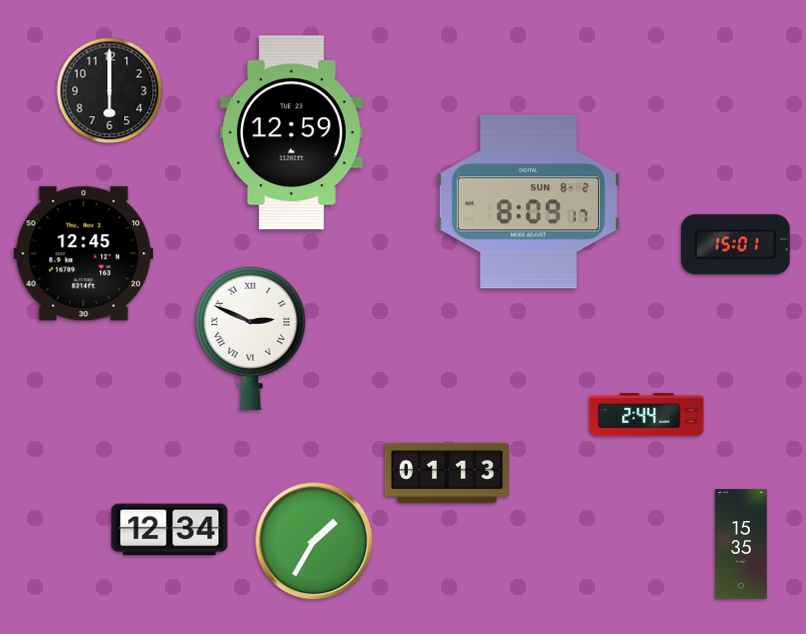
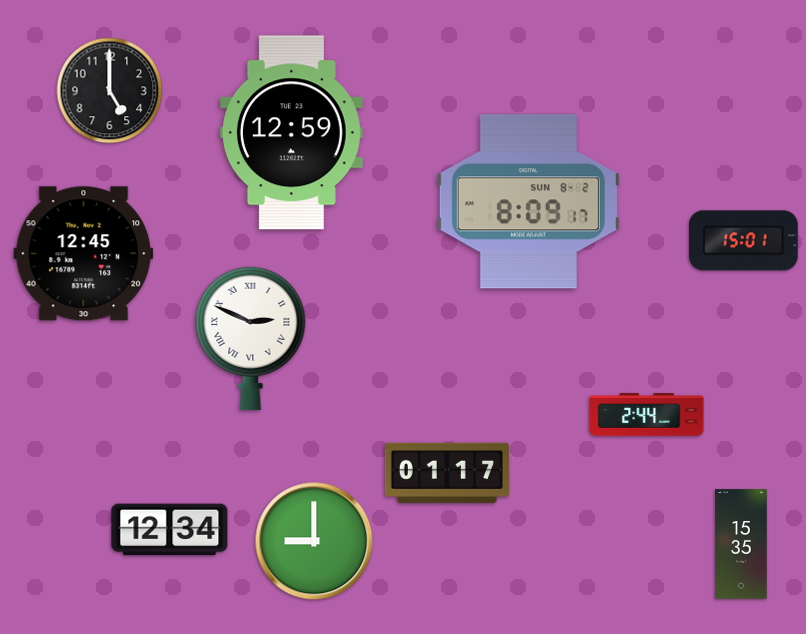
clock at (110, 91): 6:00 -> 5:00
clock at (735, 245) position: (735, 245) -> (743, 241)
clock at (447, 473): 01:13 -> 01:17
clock at (314, 541): 1:35 -> 9:00
